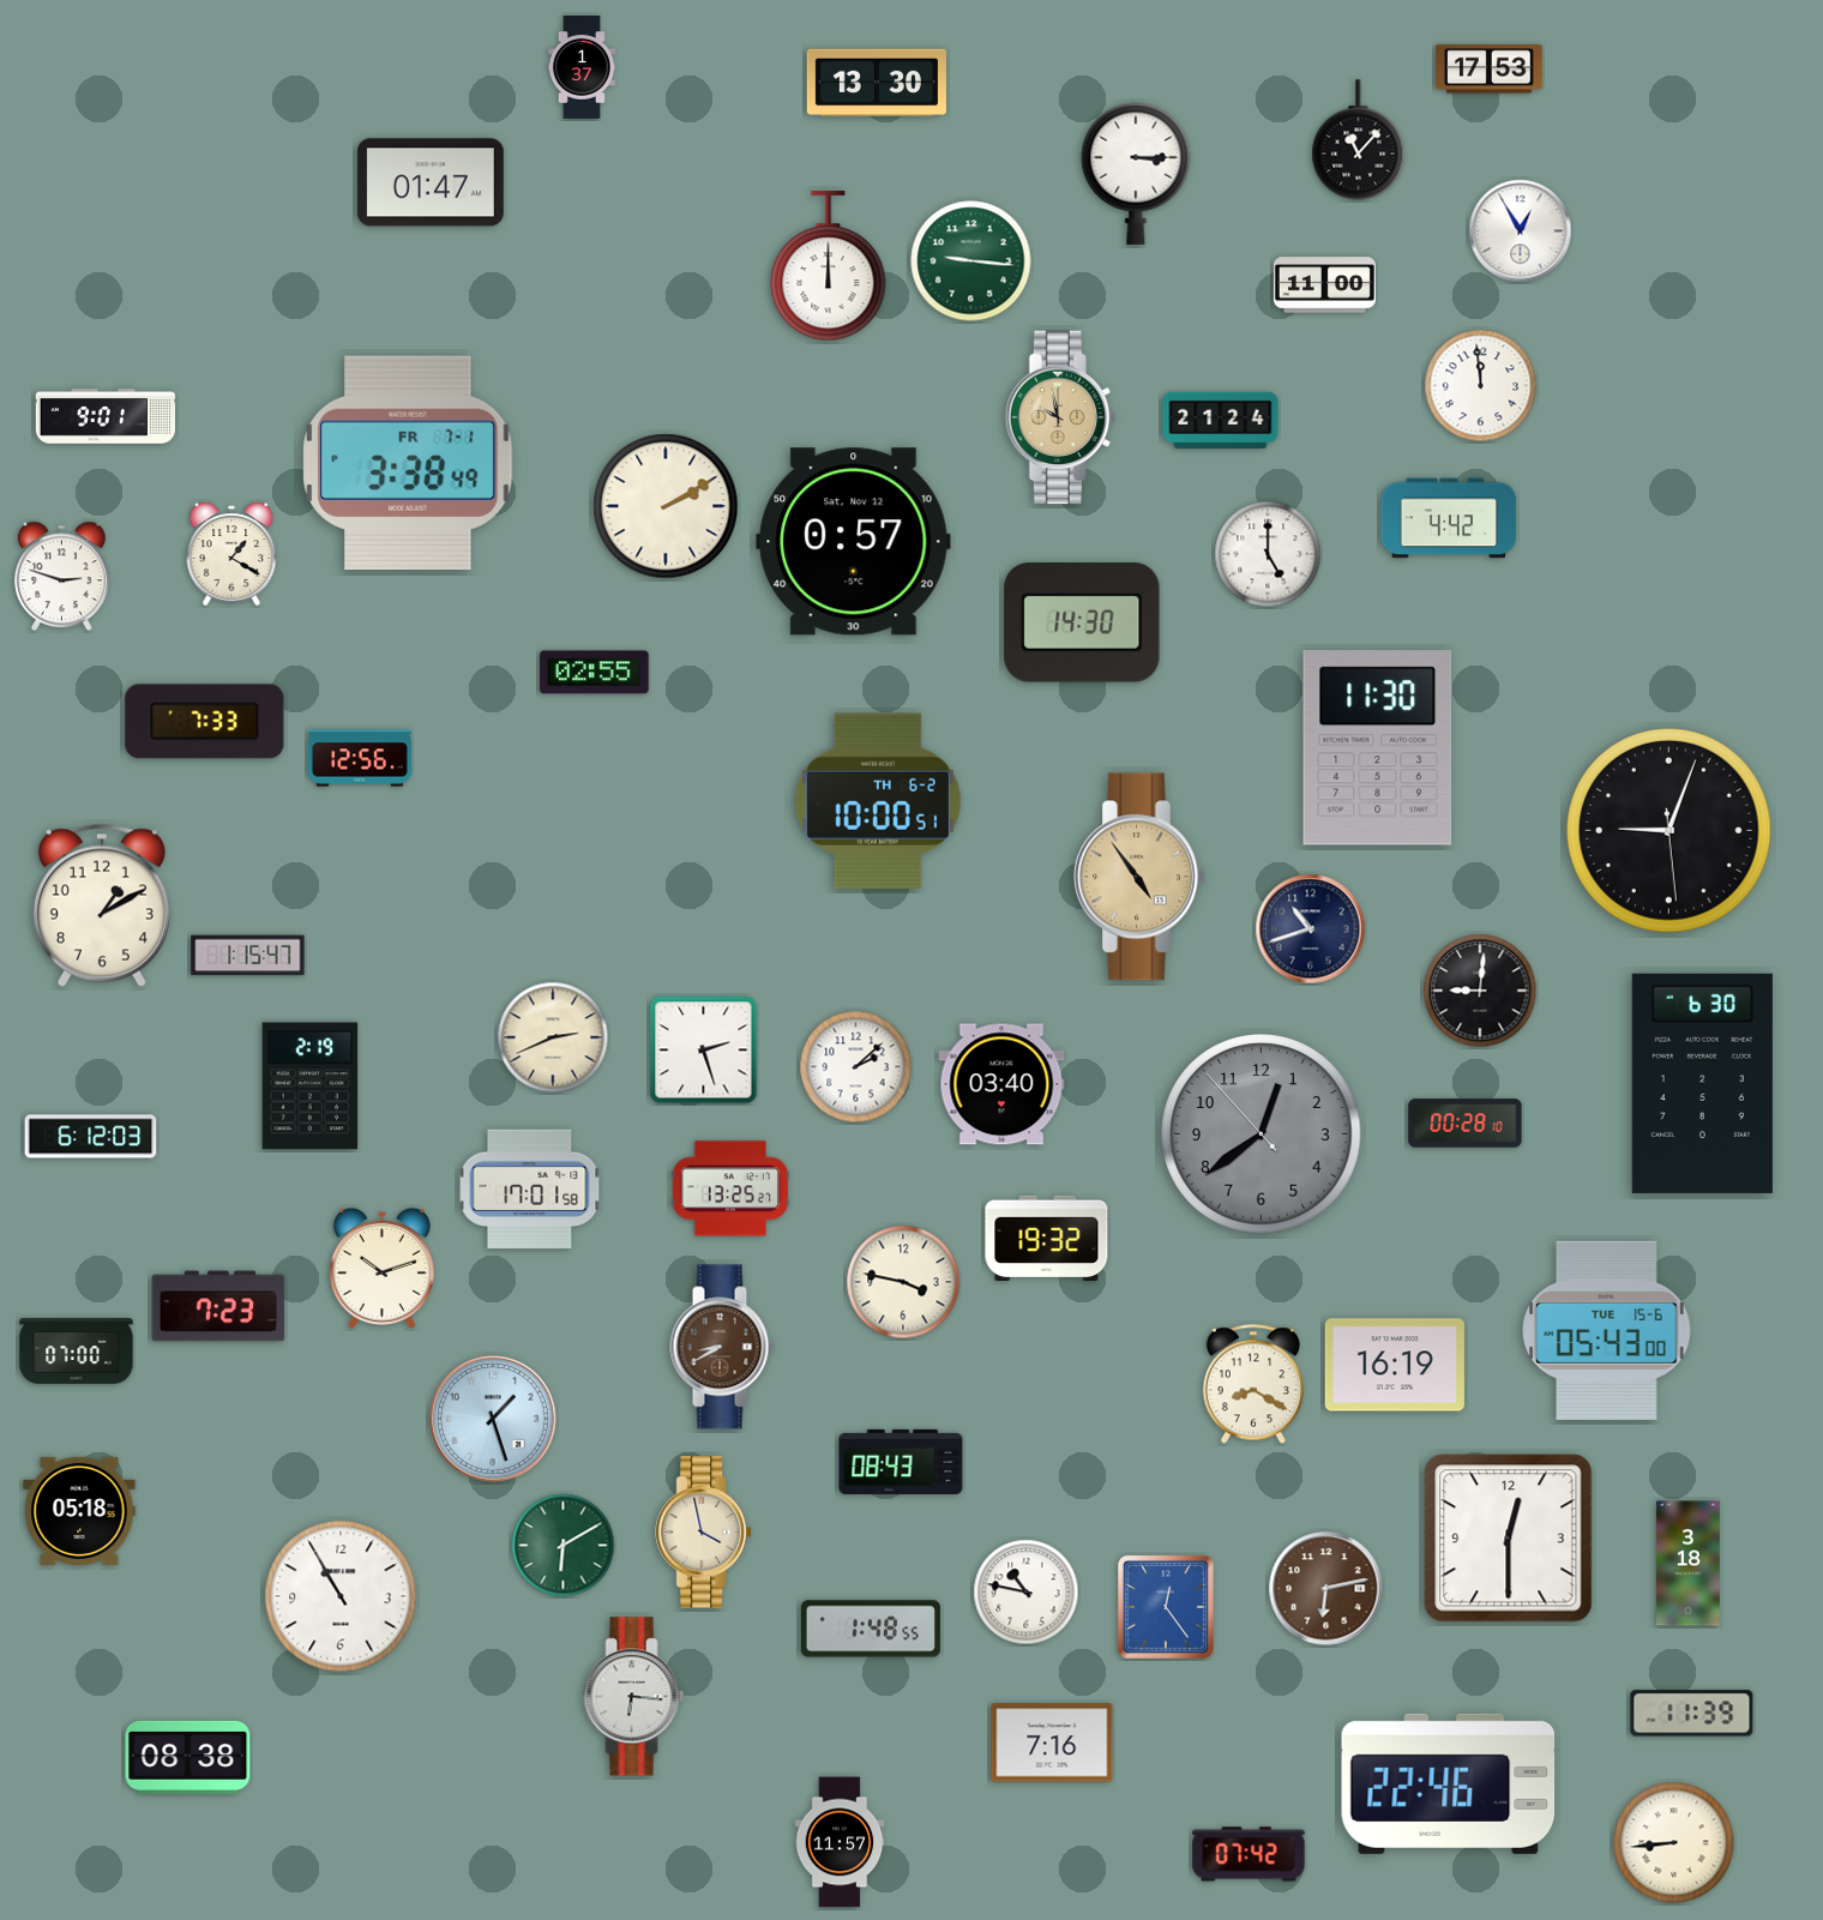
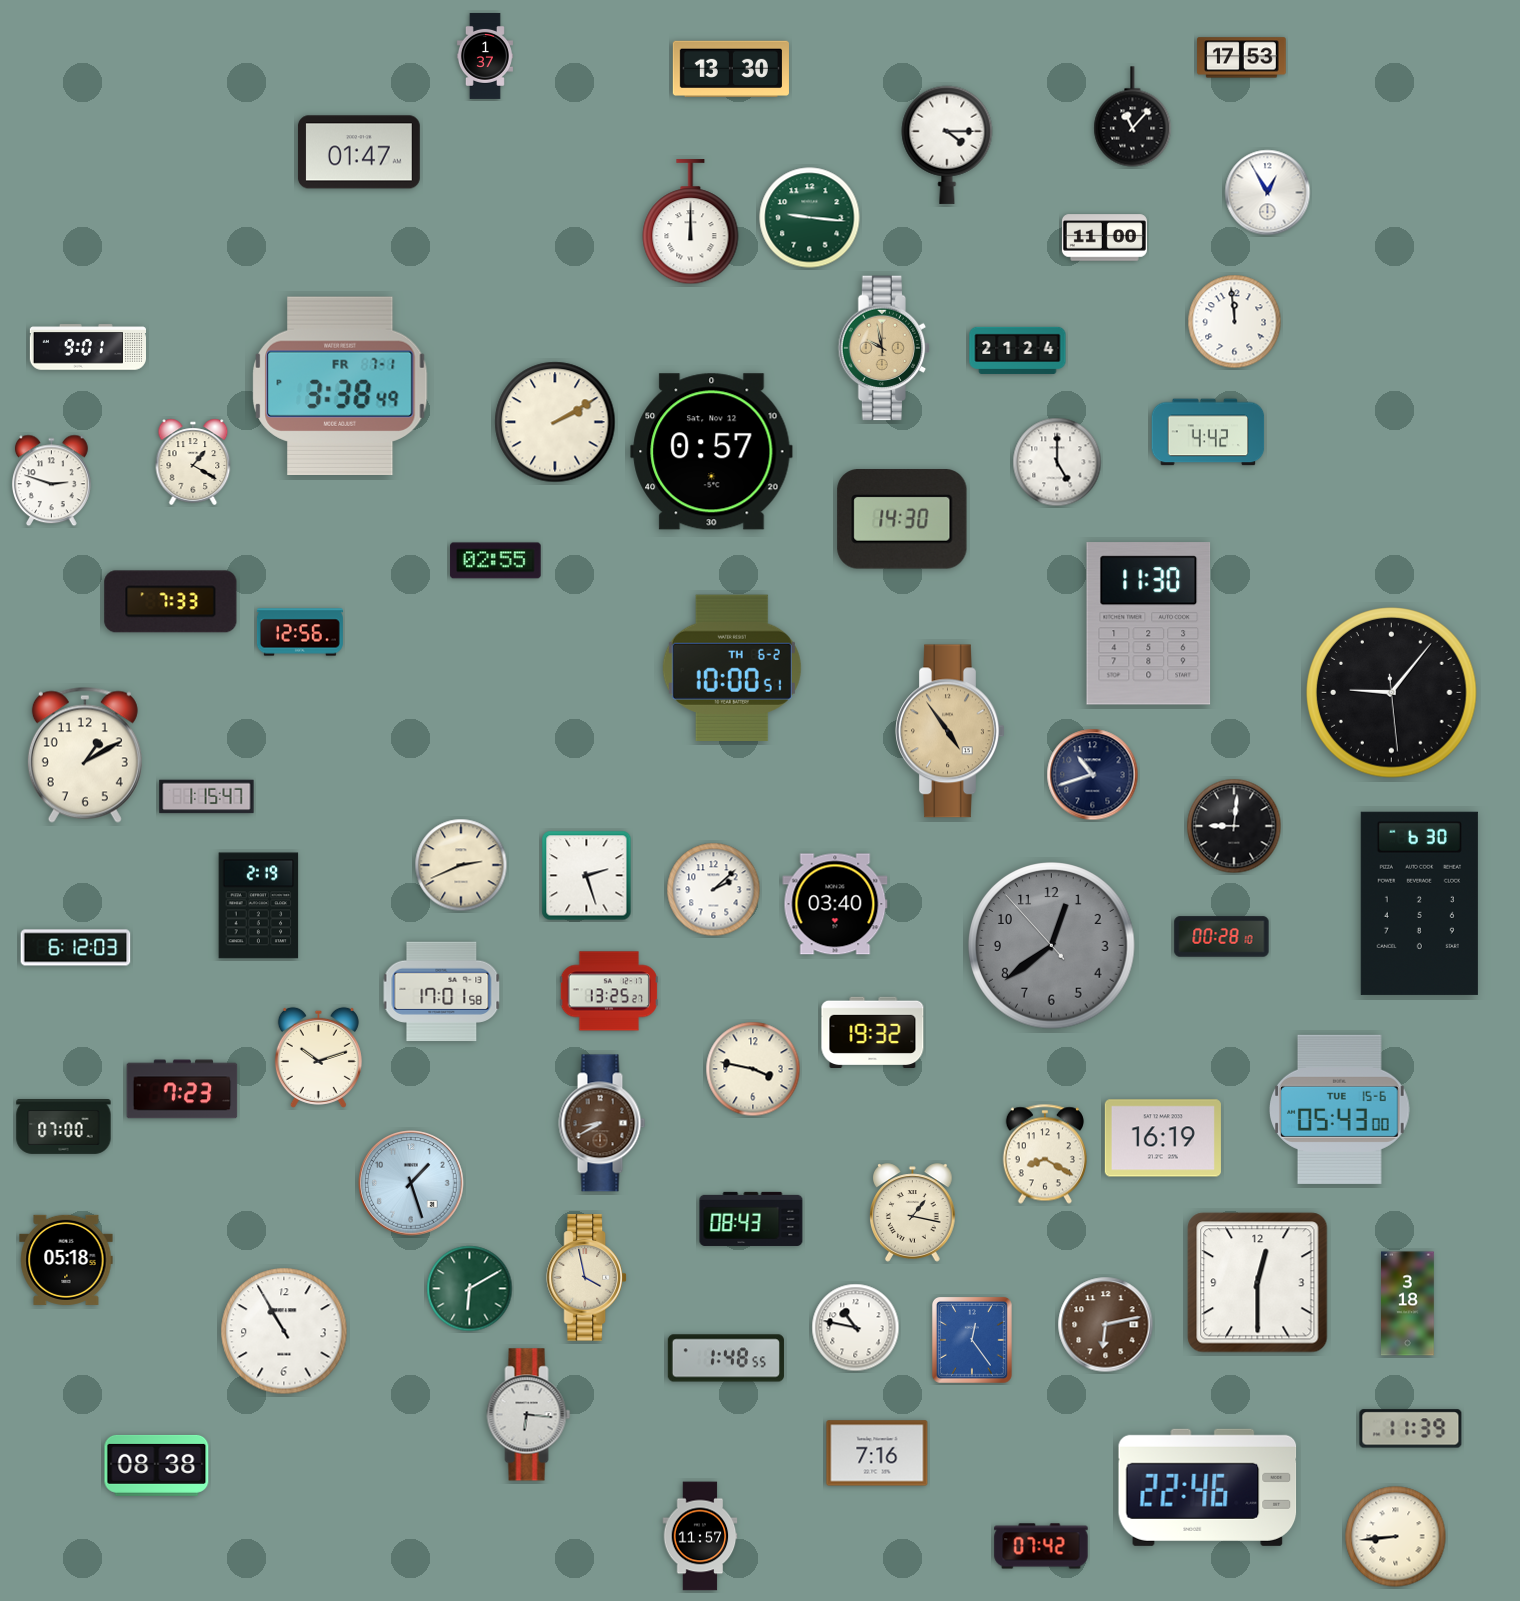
clock at (1136, 174): 3:15 -> 4:15
clock at (1669, 831): 9:03 -> 9:06
clock at (913, 1213): none -> 1:17
